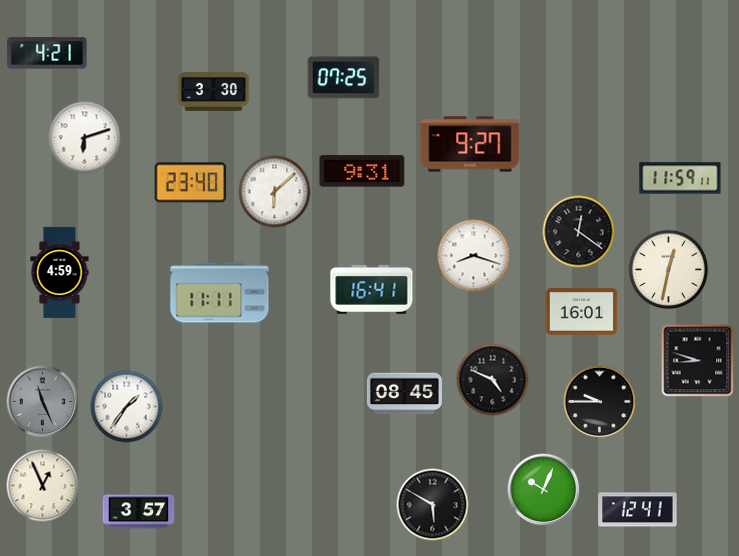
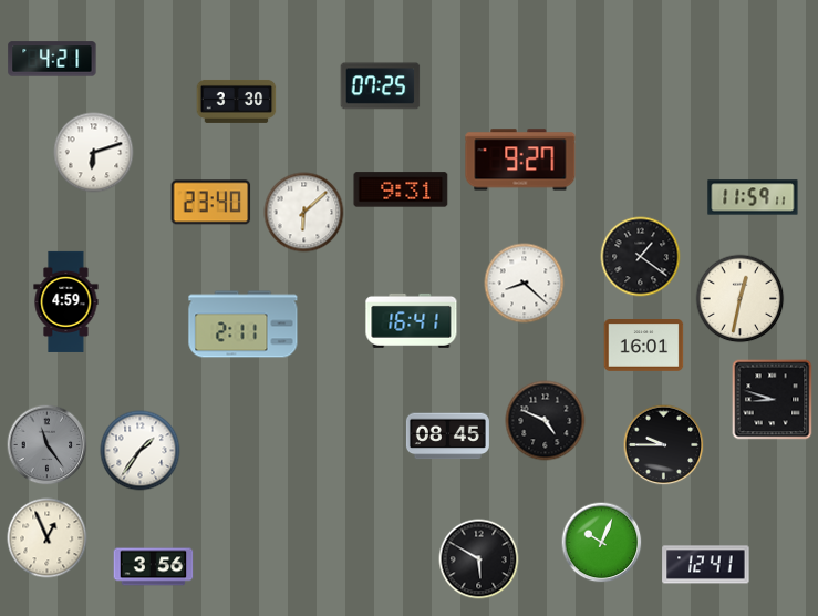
clock at (579, 232): 12:21 -> 1:21
clock at (474, 256): 8:18 -> 8:22
clock at (220, 293): 11:11 -> 2:11
clock at (43, 402): 11:26 -> 11:24
clock at (139, 512): 3:57 -> 3:56
